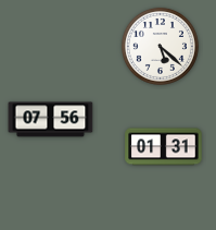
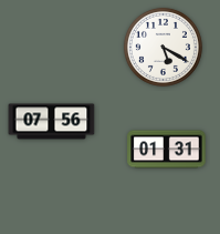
clock at (160, 46): 5:22 -> 5:20
